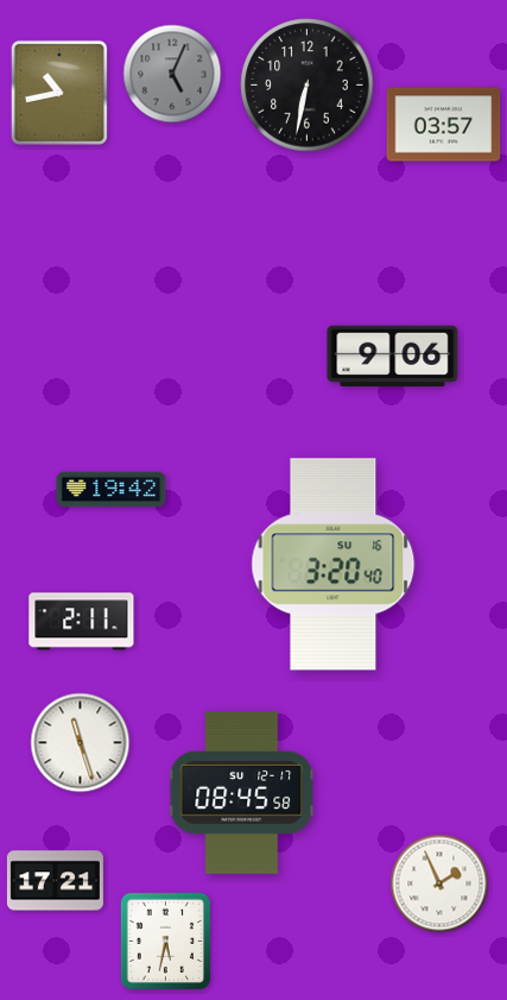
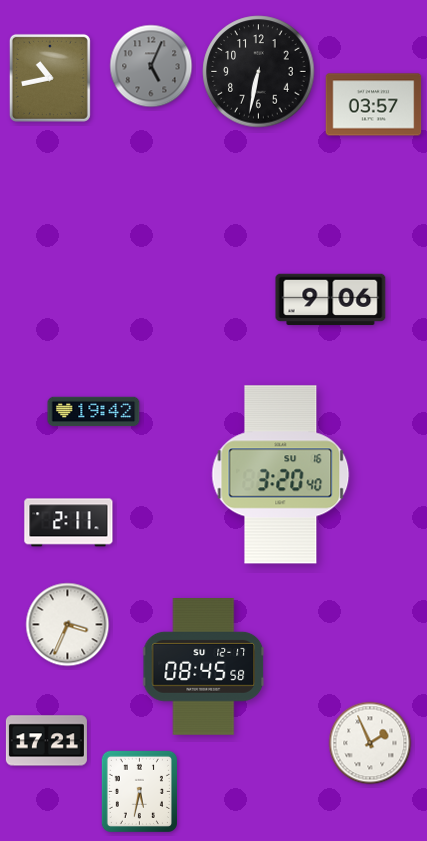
clock at (172, 74) position: (172, 74) -> (151, 66)
clock at (81, 743): 11:27 -> 3:34
